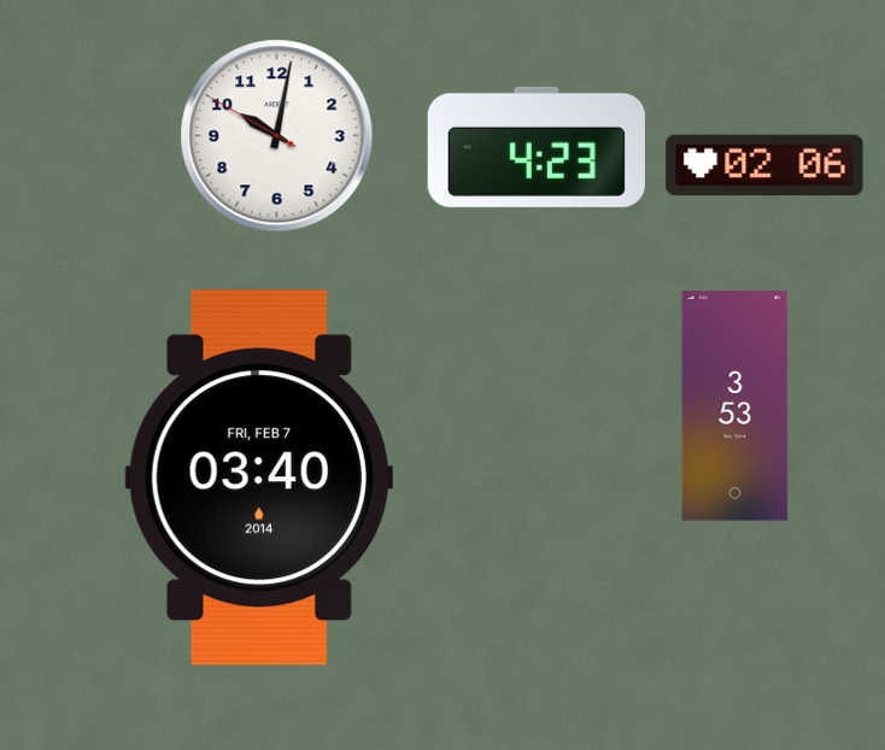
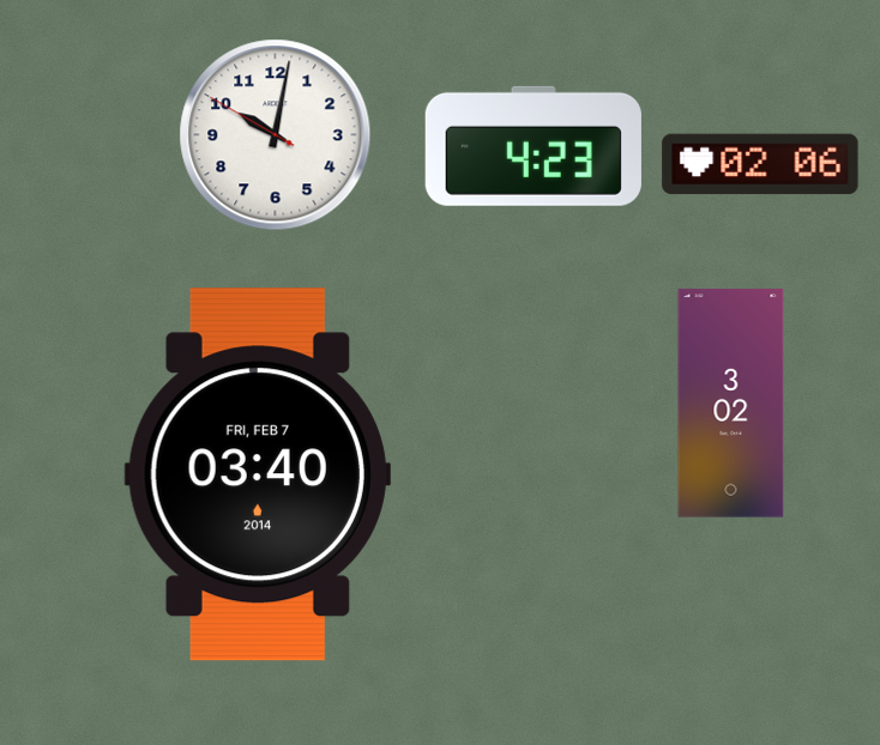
clock at (735, 406): 3:53 -> 3:02
